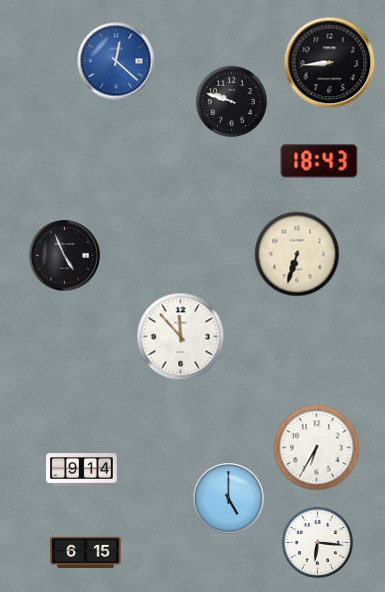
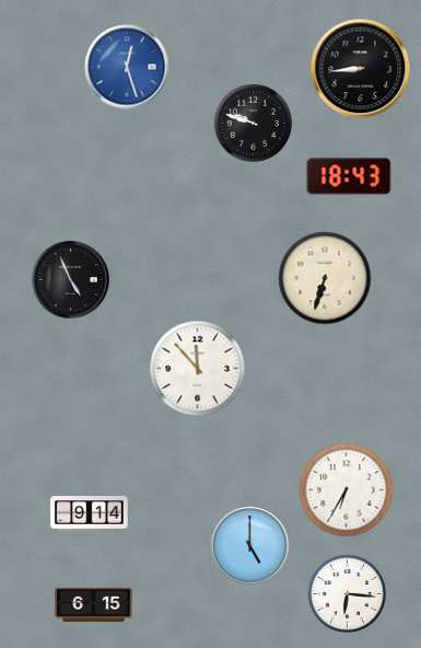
clock at (116, 61): 12:22 -> 12:27
clock at (231, 101) position: (231, 101) -> (253, 123)
